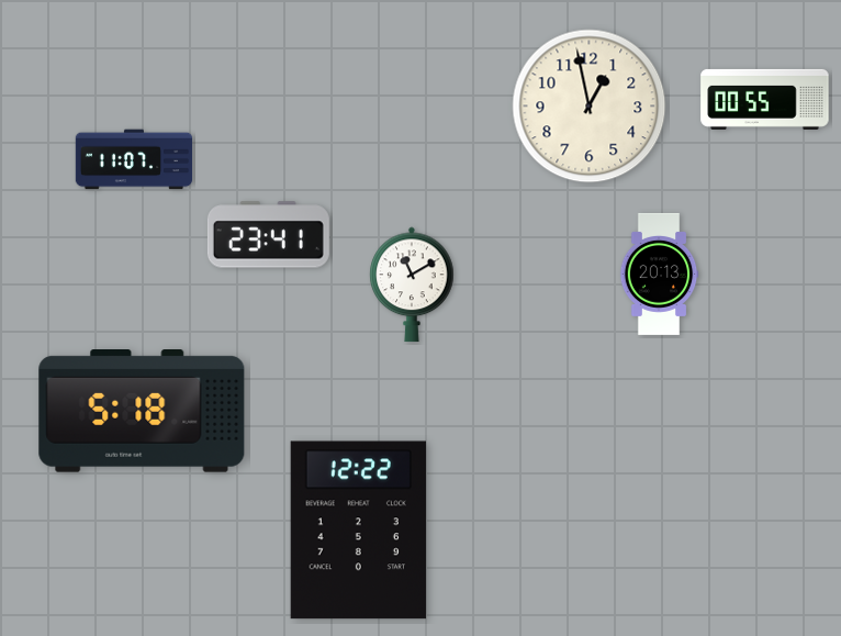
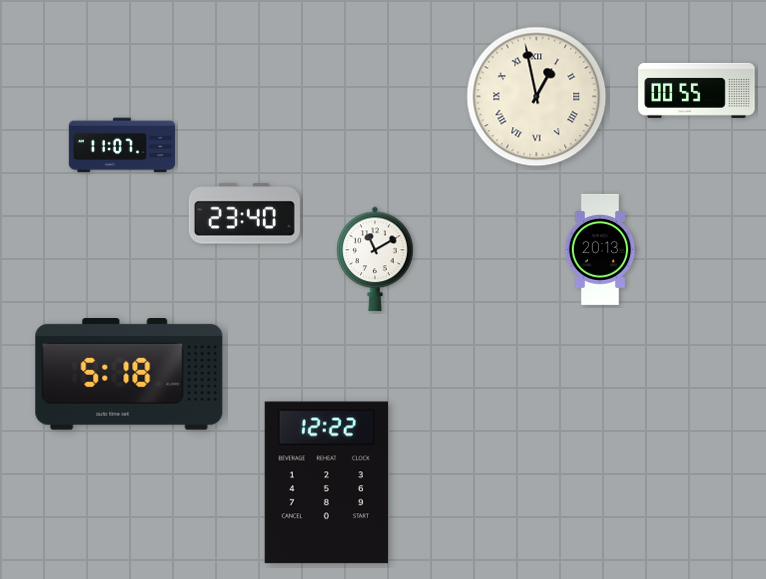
clock at (590, 107) numerals: Arabic -> Roman
clock at (268, 235): 23:41 -> 23:40
